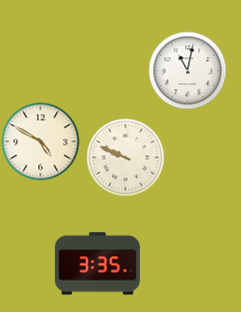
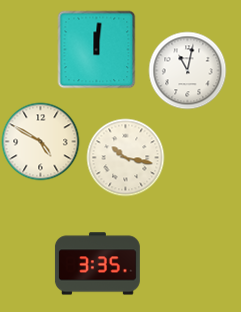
clock at (96, 49): none -> 12:01
clock at (125, 157): 9:49 -> 10:17
